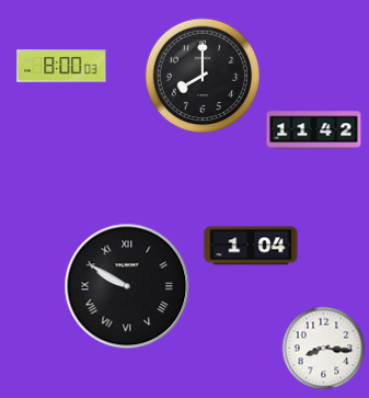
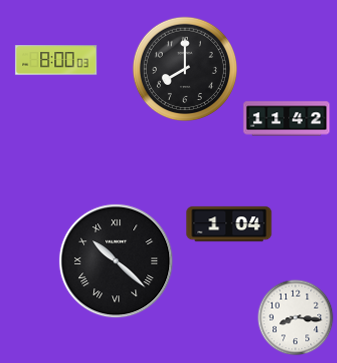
clock at (127, 286): 9:50 -> 10:22
